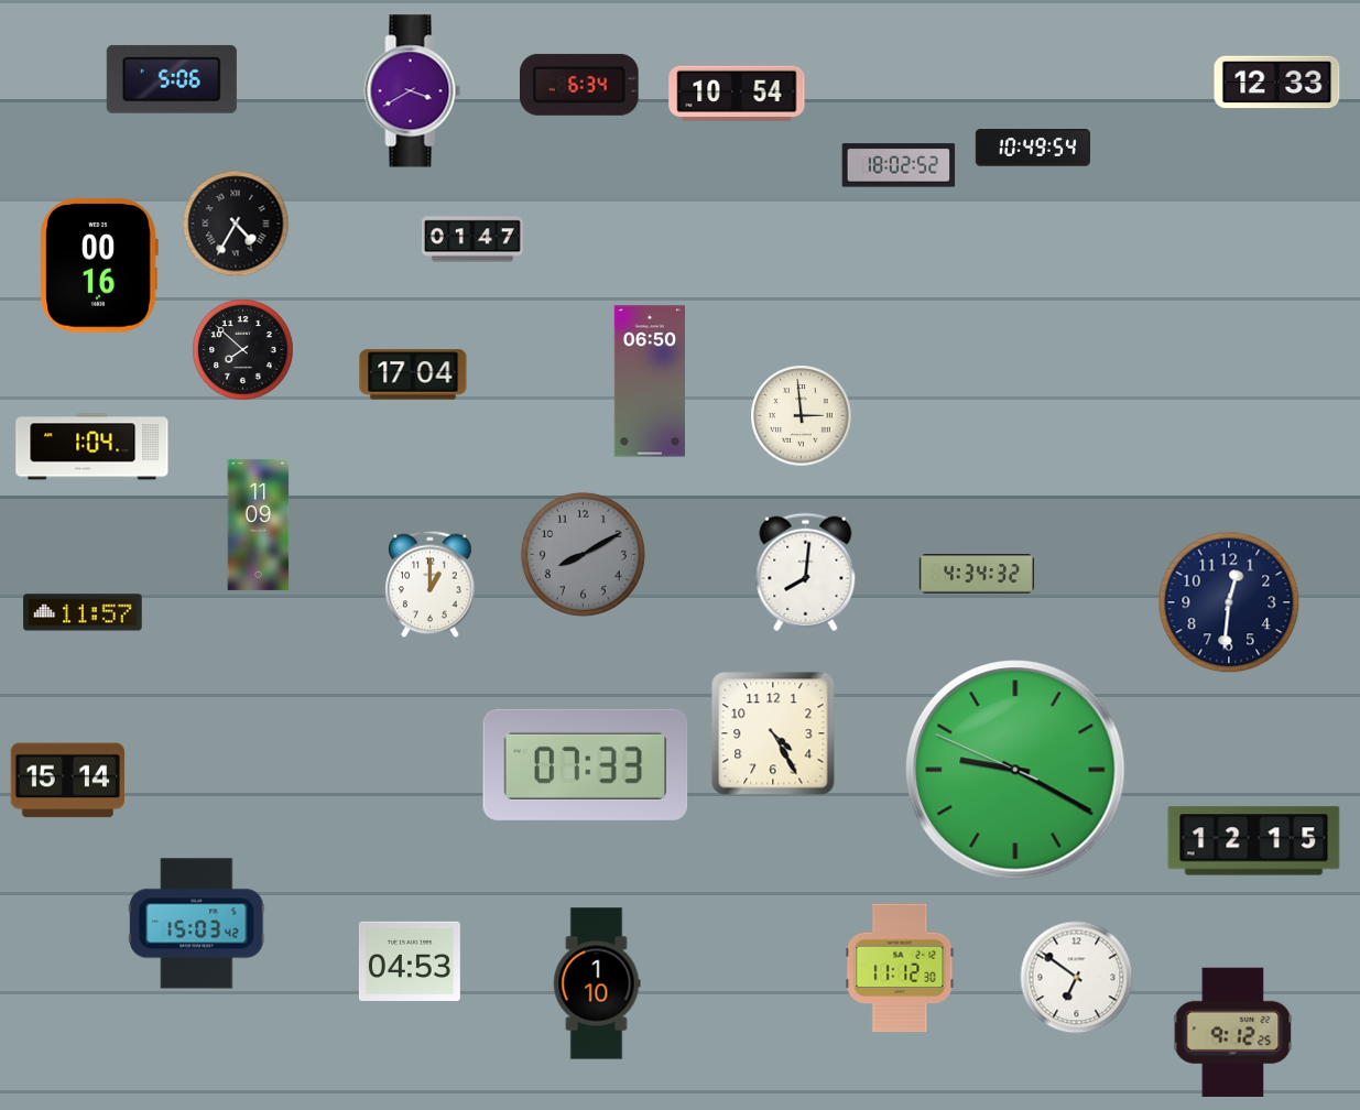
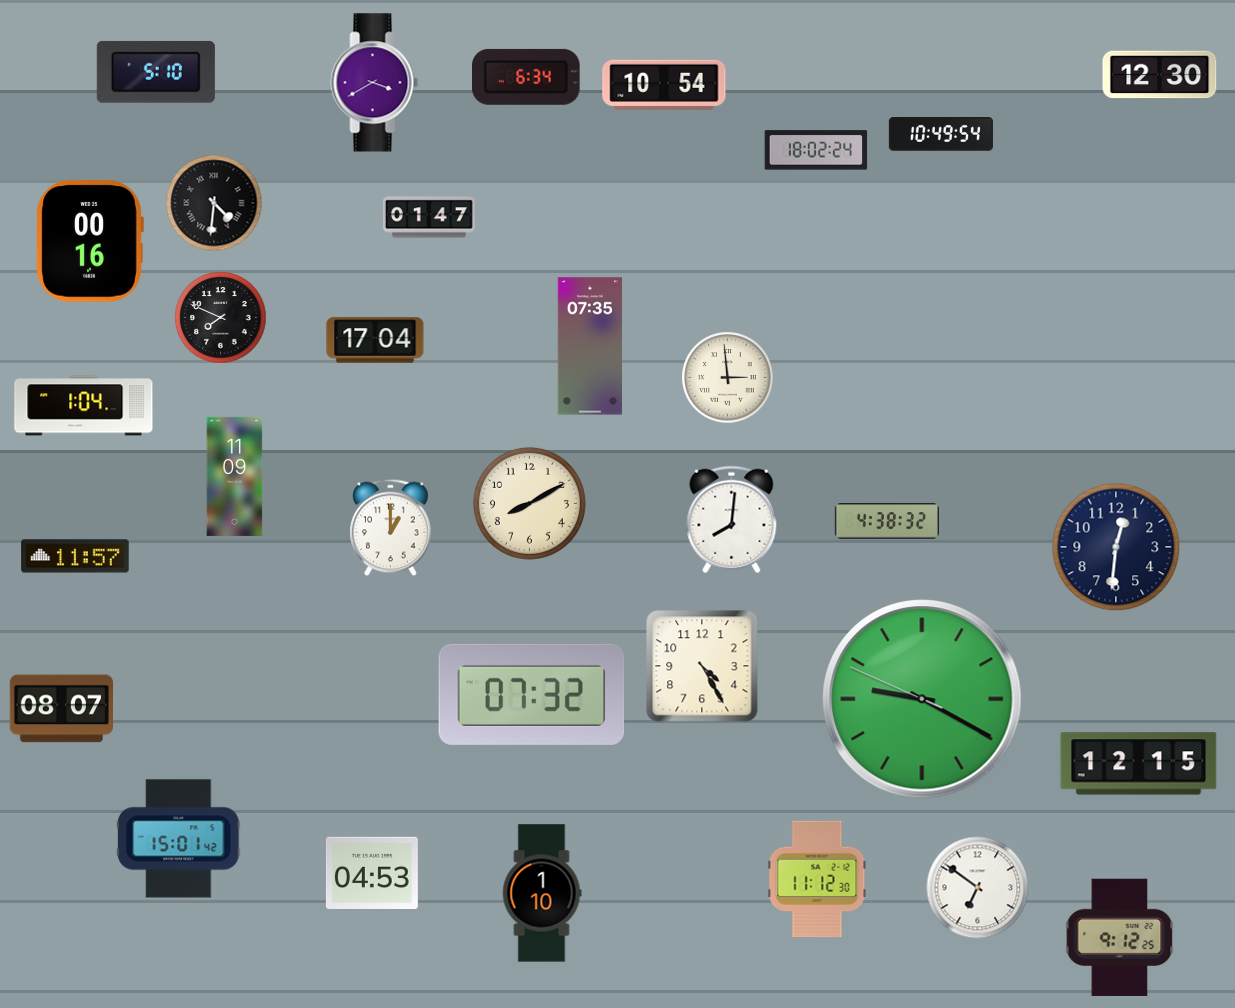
clock at (172, 79): 5:06 -> 5:10
clock at (1277, 83): 12:33 -> 12:30
clock at (737, 94) position: (737, 94) -> (664, 85)
clock at (1033, 149) position: (1033, 149) -> (941, 135)
clock at (899, 165): 18:02:52 -> 18:02:24
clock at (236, 224): 4:35 -> 4:31
clock at (243, 350): 7:52 -> 7:49
clock at (649, 381): 06:50 -> 07:35
clock at (583, 554) dial: grey -> cream
clock at (977, 574): 4:34 -> 4:38
clock at (431, 585) position: (431, 585) -> (391, 528)
clock at (586, 764): 07:33 -> 07:32
clock at (67, 781): 15:14 -> 08:07
clock at (197, 924): 15:03 -> 15:01
